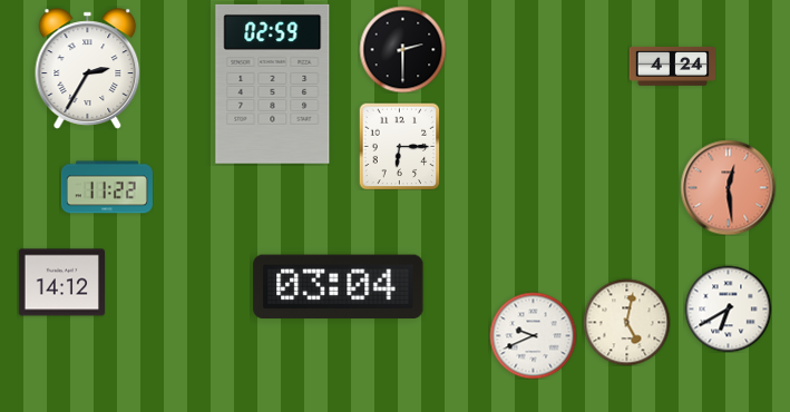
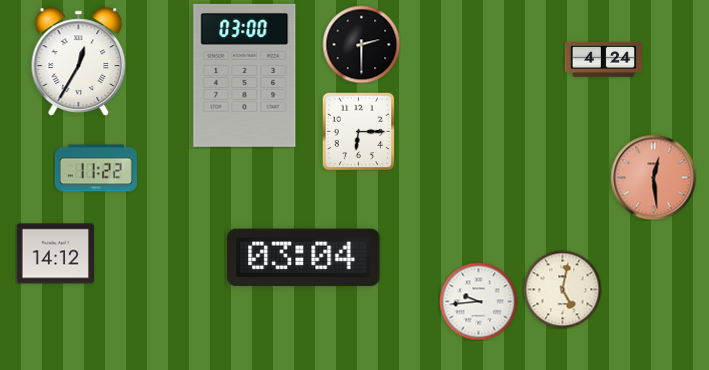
clock at (88, 69): 2:35 -> 12:35
clock at (273, 84): 02:59 -> 03:00
clock at (728, 187) position: (728, 187) -> (653, 177)
clock at (728, 308): 6:40 -> none
clock at (533, 335): 9:41 -> 9:44
